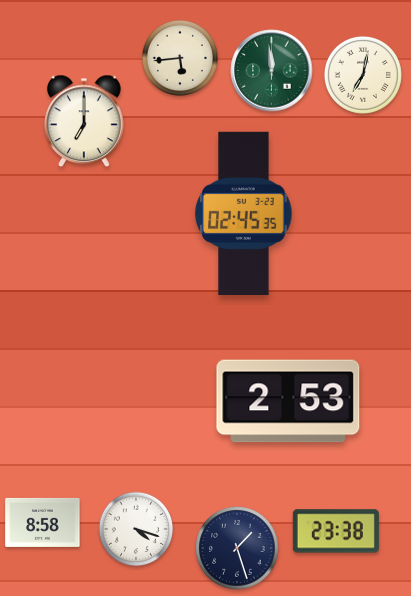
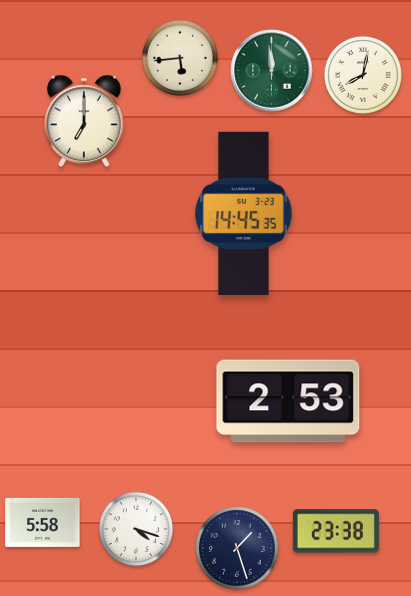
clock at (363, 75): 7:02 -> 8:02
clock at (244, 213): 02:45 -> 14:45
clock at (43, 522): 8:58 -> 5:58
